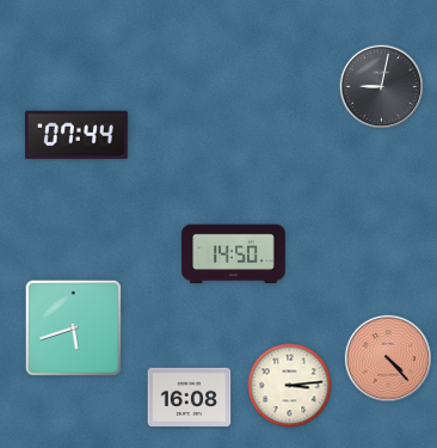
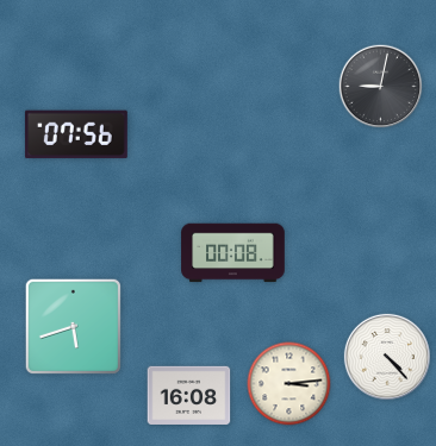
clock at (76, 135): 07:44 -> 07:56
clock at (234, 254): 14:50 -> 00:08
clock at (388, 358) dial: salmon -> white
